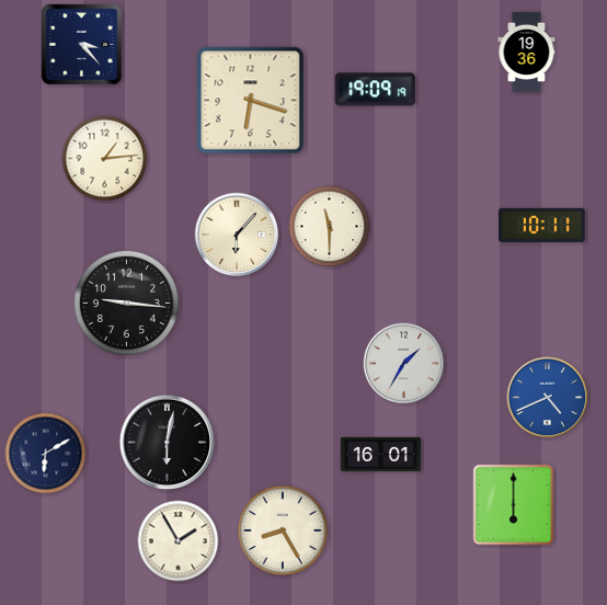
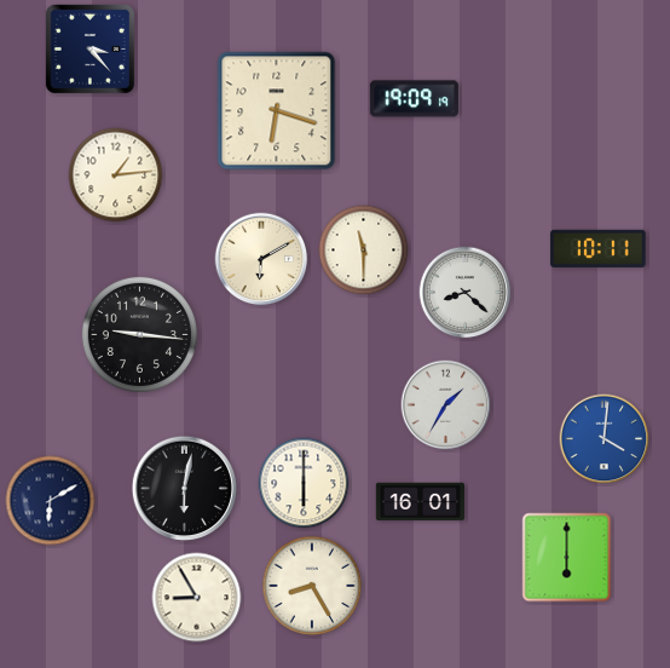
clock at (527, 53): 19:36 -> none
clock at (237, 235): 6:07 -> 6:10
clock at (466, 293): none -> 8:22
clock at (404, 364) position: (404, 364) -> (446, 405)
clock at (548, 398): 4:41 -> 4:01
clock at (304, 483): none -> 6:00
clock at (179, 541): 1:55 -> 8:55
